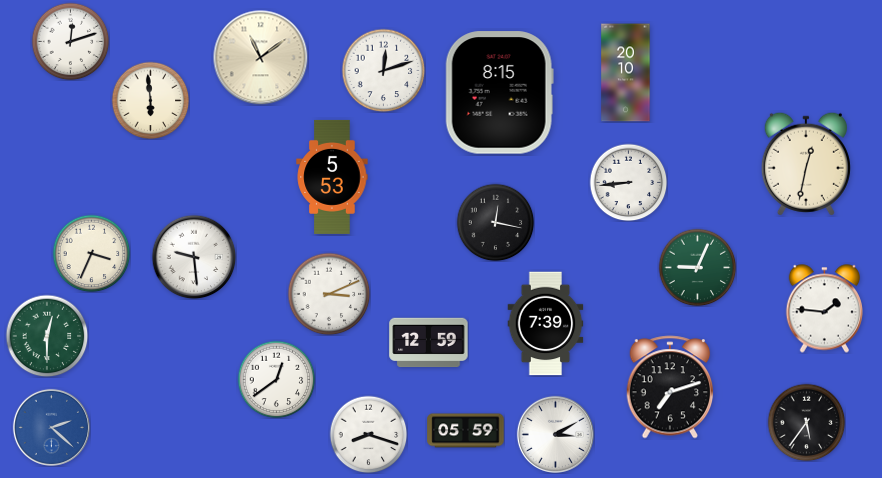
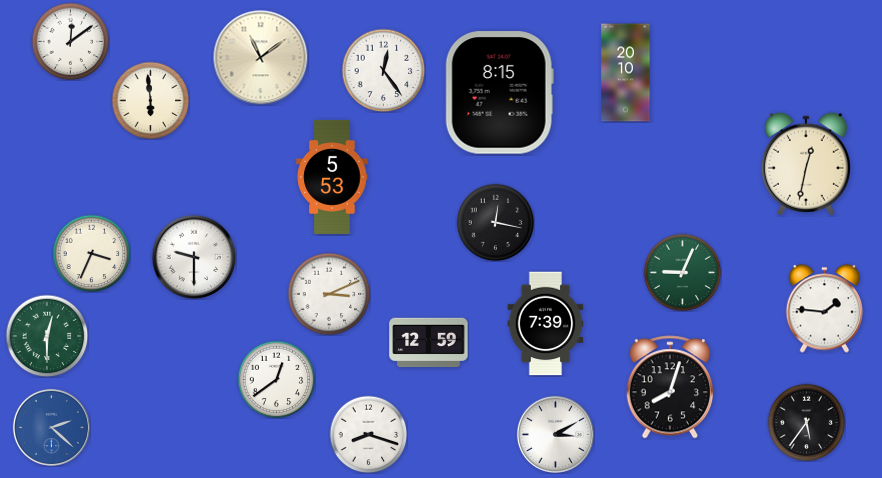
clock at (70, 41): 12:12 -> 12:09
clock at (383, 70): 12:12 -> 12:24
clock at (628, 182): 8:44 -> none
clock at (194, 257): 9:29 -> 9:30
clock at (697, 267) position: (697, 267) -> (682, 272)
clock at (670, 387): 7:12 -> 8:03
clock at (466, 431): 05:59 -> none
